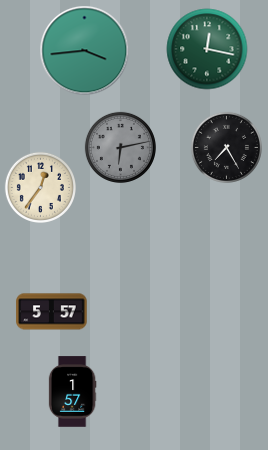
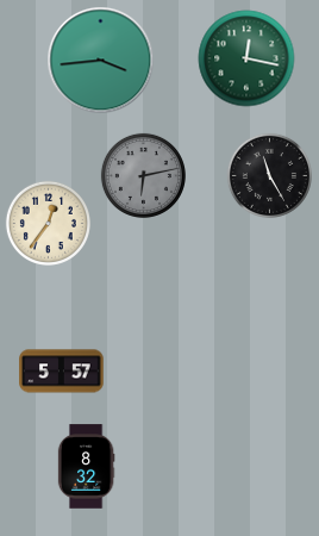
clock at (226, 147): 7:25 -> 11:25
clock at (72, 392): 1:57 -> 8:32
